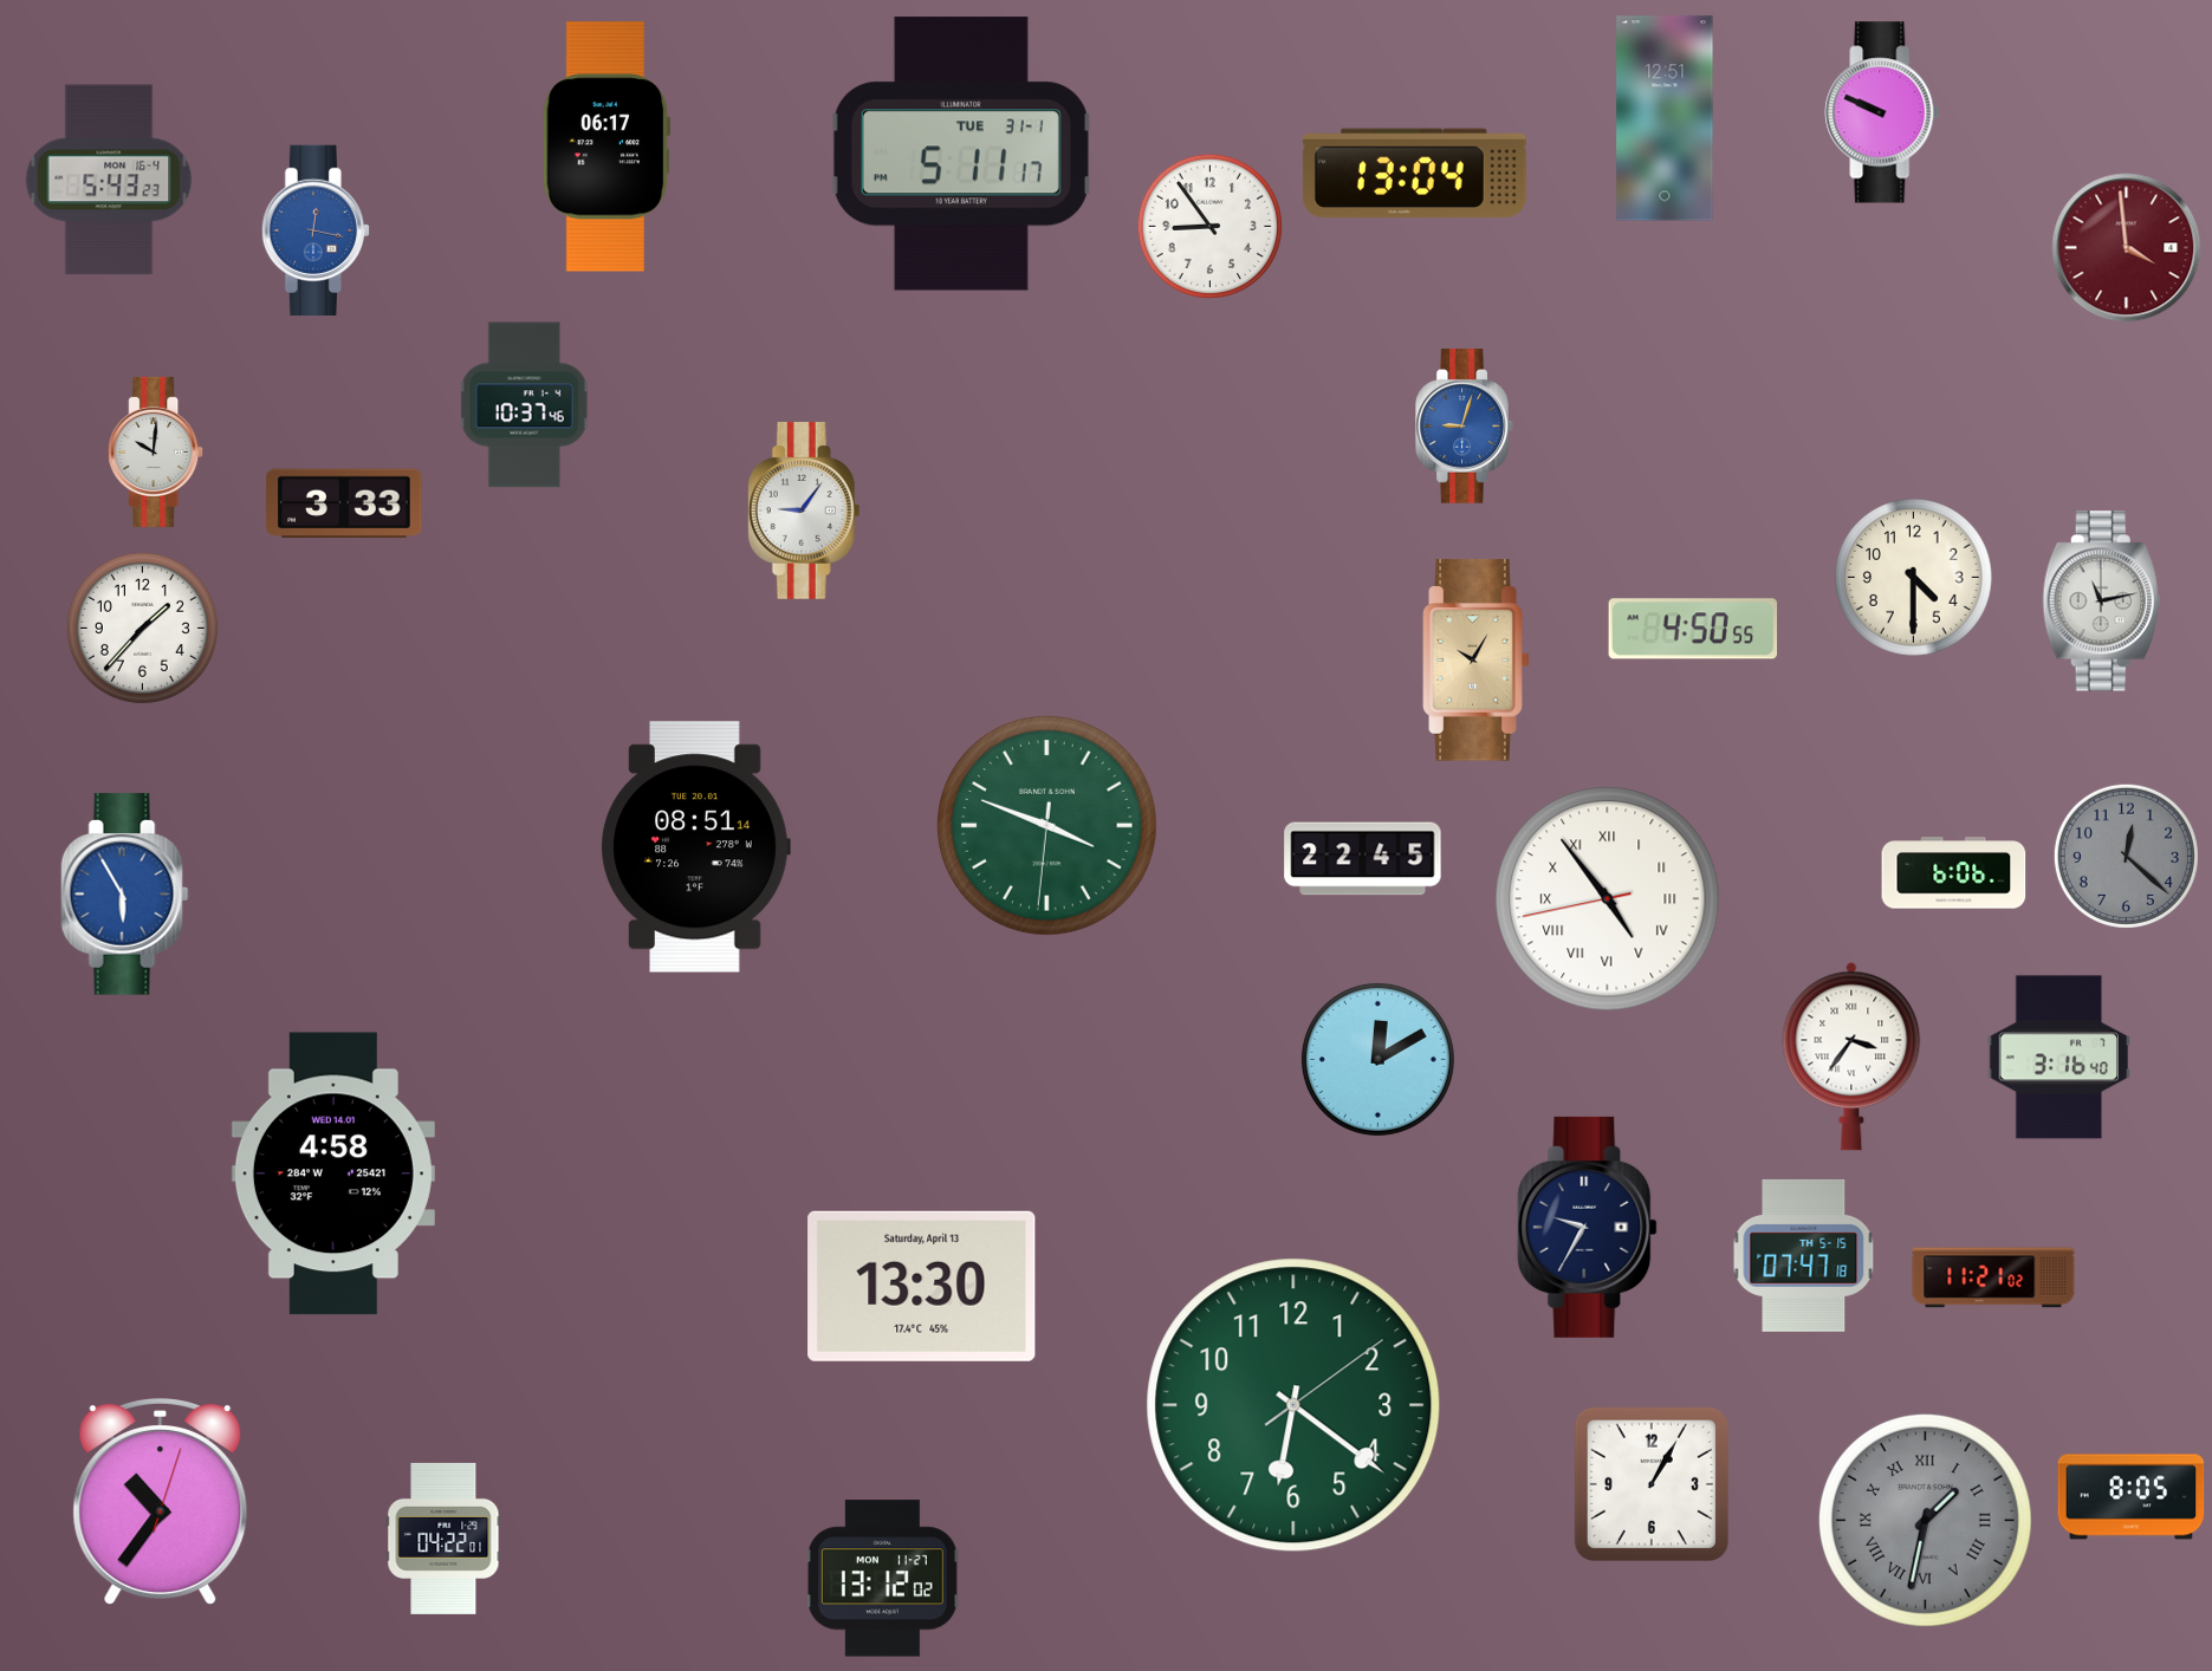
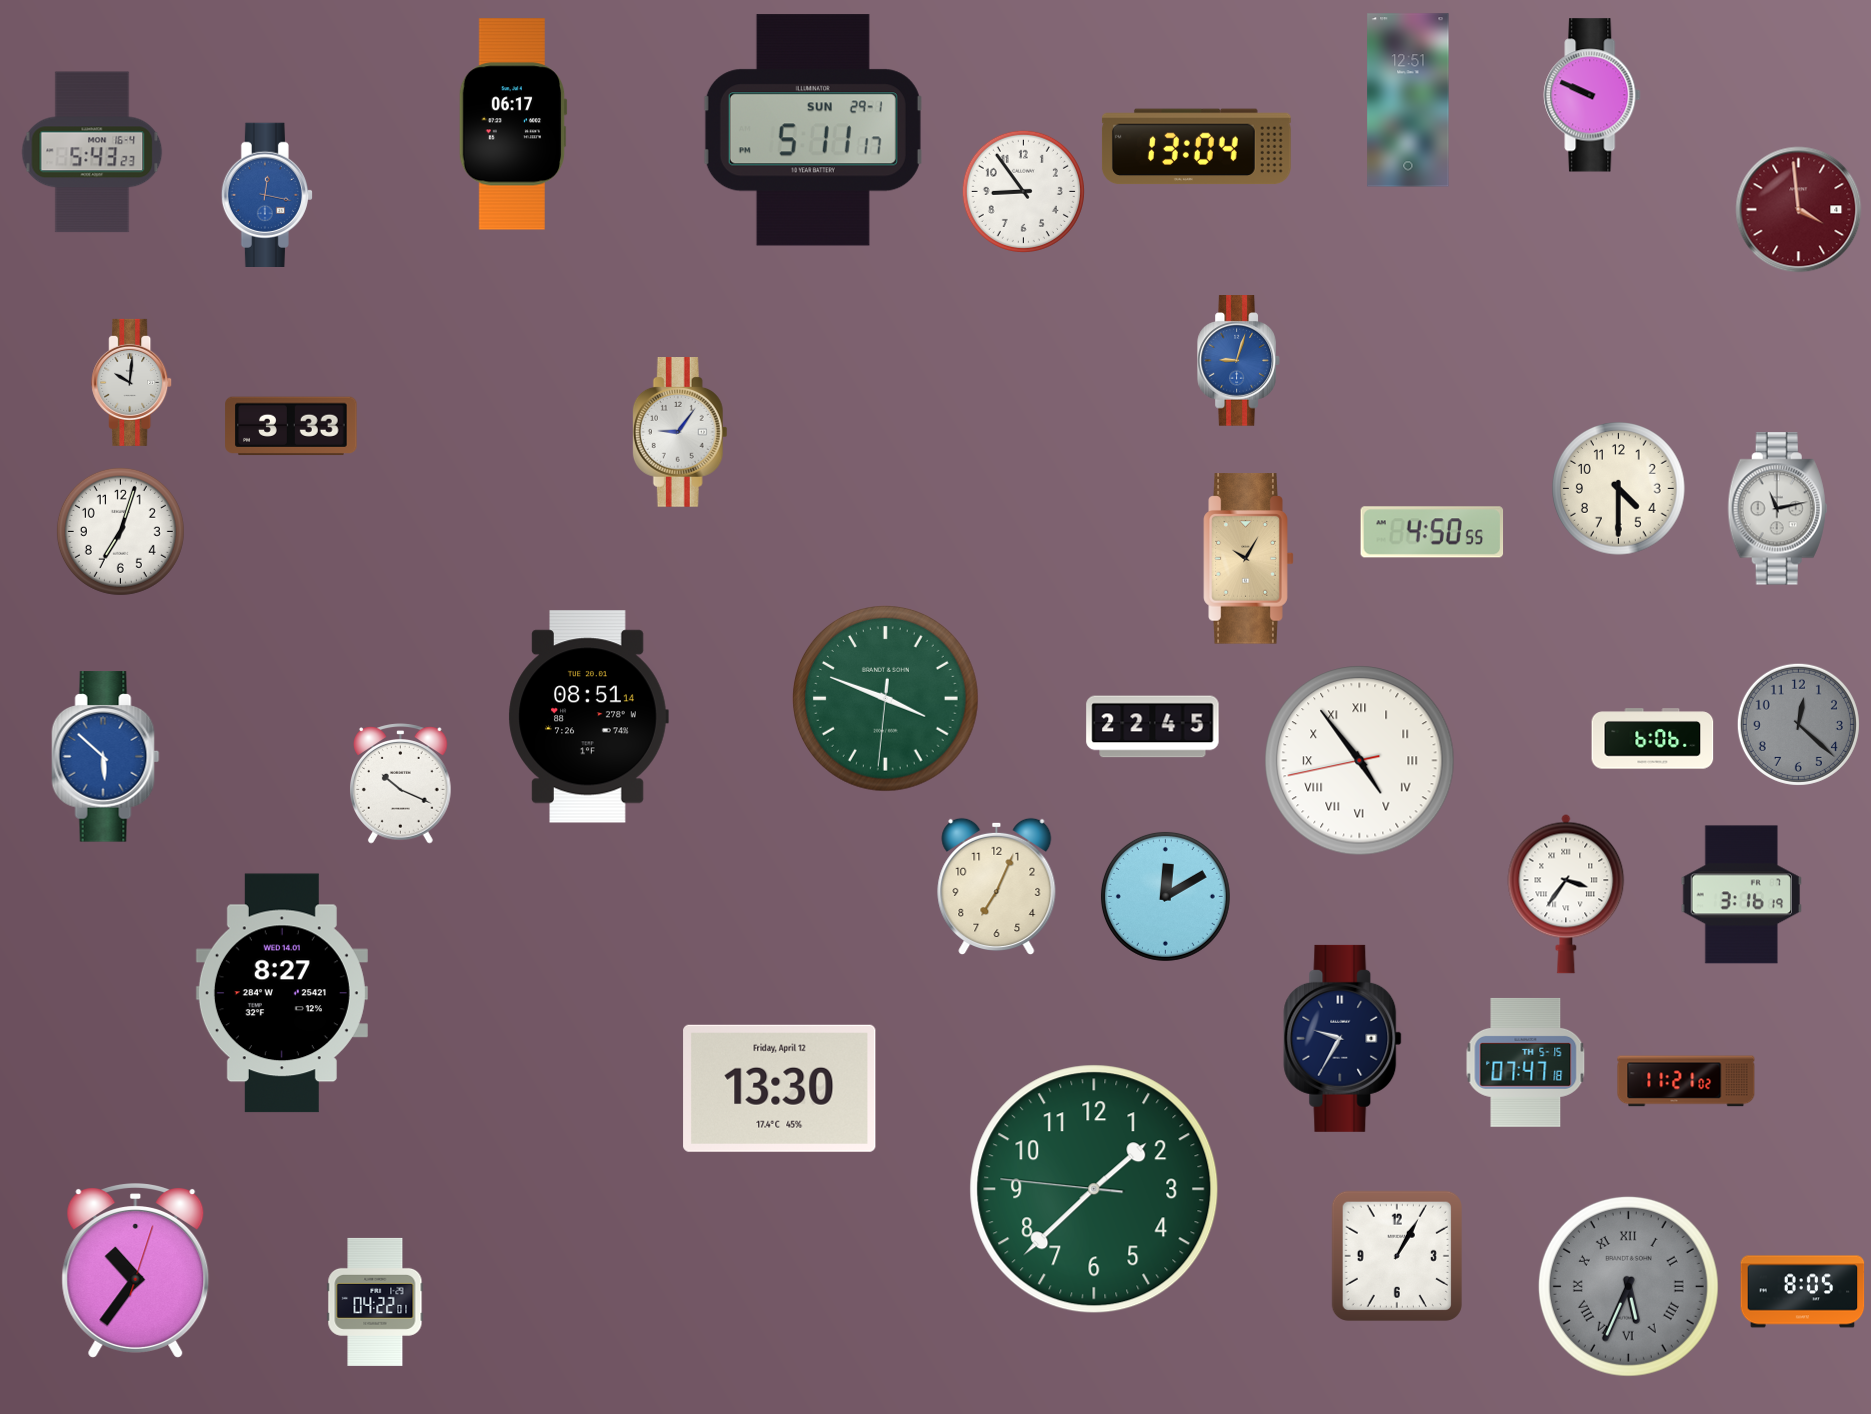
clock at (961, 154) date: TUE 31-1 -> SUN 29-1
clock at (524, 405): 10:37 -> none
clock at (142, 628): 1:37 -> 7:03
clock at (125, 895): 5:55 -> 5:52
clock at (401, 784): none -> 10:19
clock at (997, 887): none -> 7:04
clock at (2058, 1058): 3:16:40 -> 3:16:19
clock at (333, 1173): 4:58 -> 8:27
clock at (922, 1286) date: Saturday, April 13 -> Friday, April 12
clock at (1293, 1405): 6:21 -> 1:37
clock at (2132, 1497) position: (2132, 1497) -> (1803, 1292)
clock at (1925, 1520): 1:32 -> 5:34
clock at (882, 1579): 13:12 -> none
